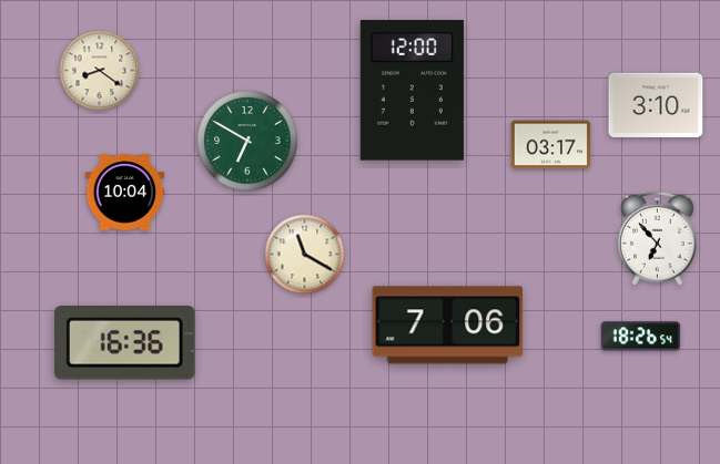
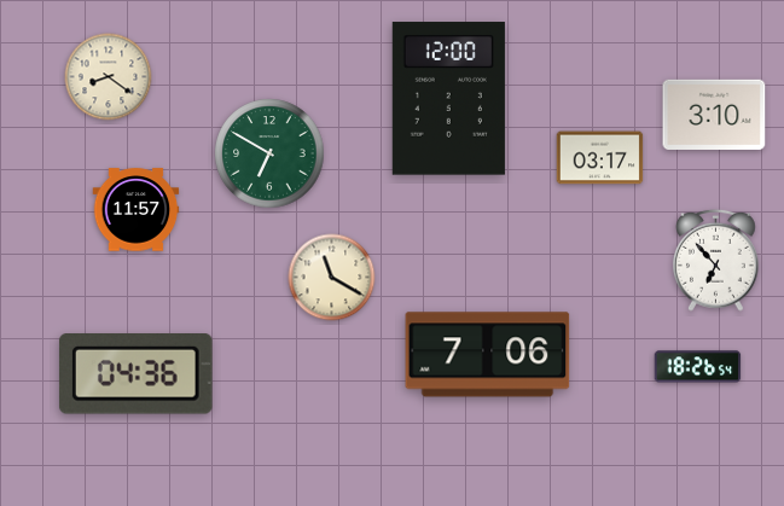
clock at (125, 193): 10:04 -> 11:57
clock at (124, 343): 16:36 -> 04:36
